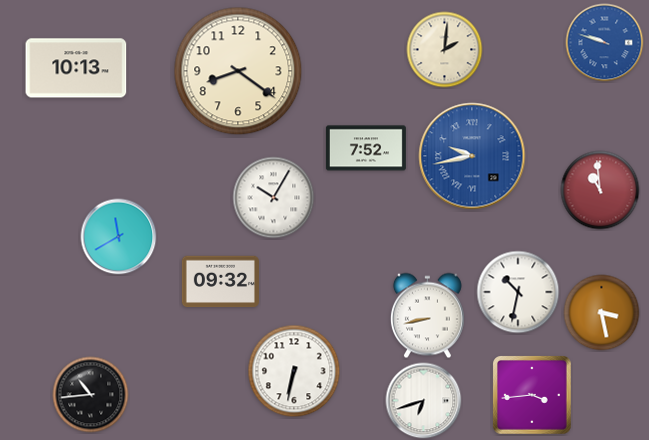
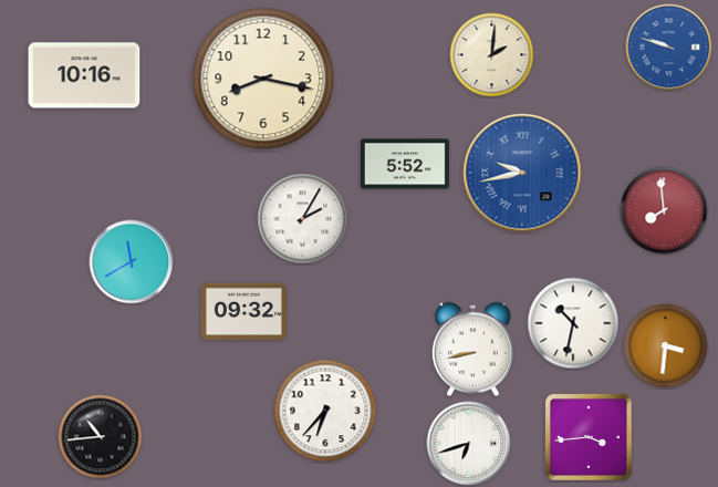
clock at (76, 68): 10:13 -> 10:16
clock at (238, 71): 8:21 -> 8:17
clock at (366, 148): 7:52 -> 5:52
clock at (600, 190): 10:59 -> 7:59
clock at (274, 198): 10:05 -> 2:05
clock at (602, 313): 3:28 -> 3:31
clock at (294, 371): 6:32 -> 6:37
